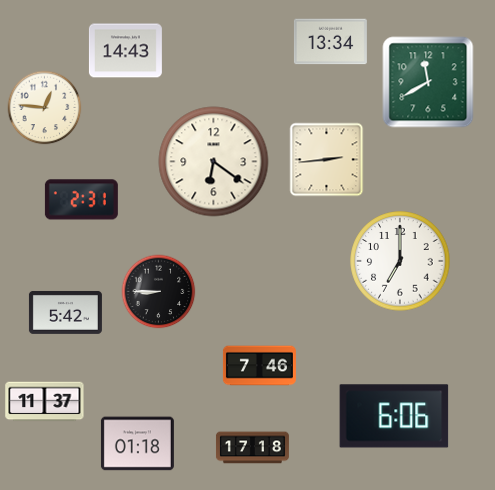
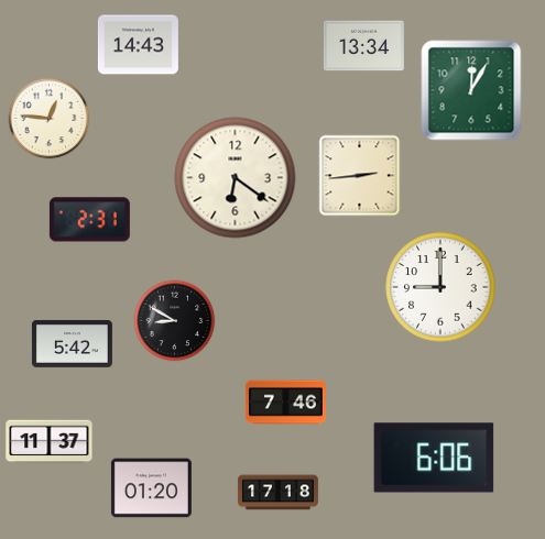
clock at (125, 51) position: (125, 51) -> (138, 45)
clock at (428, 82): 11:40 -> 12:05
clock at (400, 261): 7:00 -> 9:00
clock at (159, 292): 8:45 -> 8:50
clock at (137, 444): 01:18 -> 01:20
